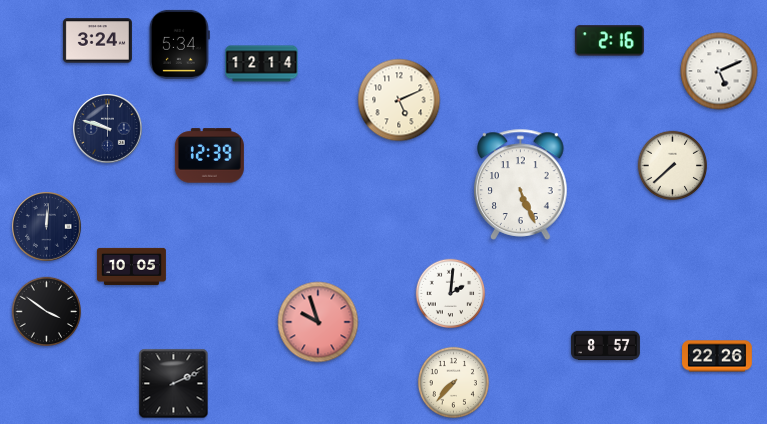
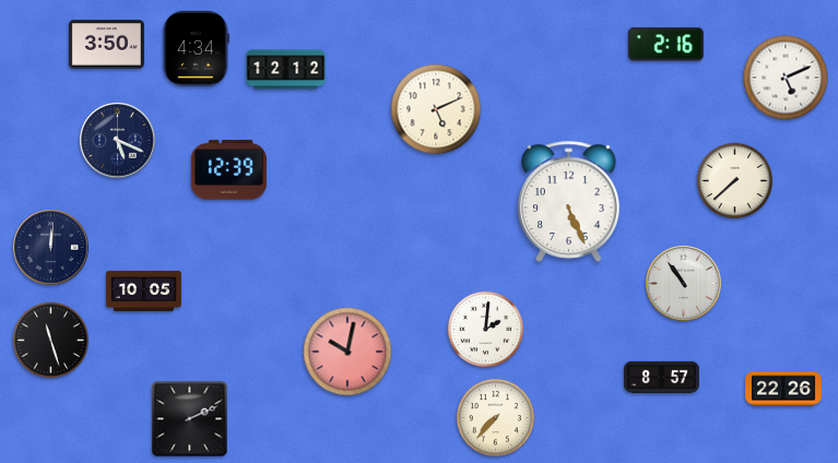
clock at (97, 41): 3:24 -> 3:50
clock at (179, 44): 5:34 -> 4:34
clock at (262, 64): 12:14 -> 12:12
clock at (108, 129): 9:48 -> 5:19
clock at (684, 284): none -> 10:54
clock at (451, 294) position: (451, 294) -> (486, 330)
clock at (47, 312): 3:51 -> 11:27
clock at (318, 322): 9:57 -> 10:02
